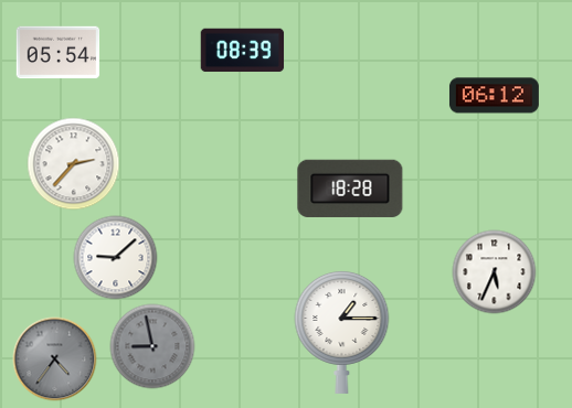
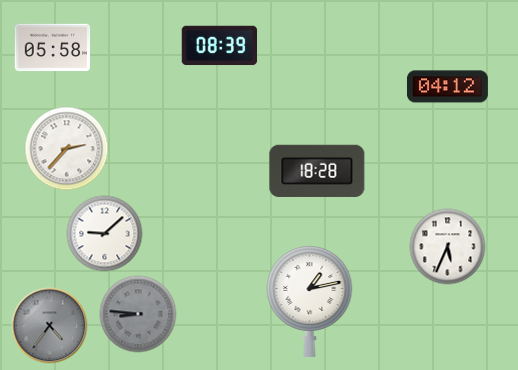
clock at (59, 53): 05:54 -> 05:58
clock at (494, 96): 06:12 -> 04:12
clock at (342, 332): 1:15 -> 1:13
clock at (152, 346): 8:58 -> 8:46
